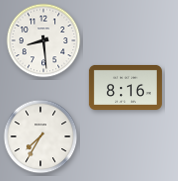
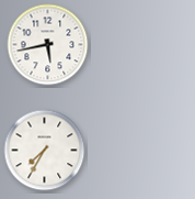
clock at (44, 41): 8:29 -> 5:43
clock at (125, 88): 8:16 -> none
